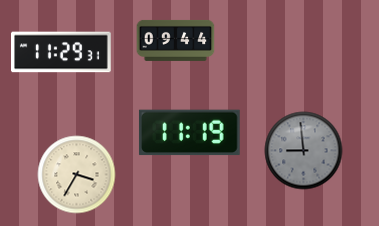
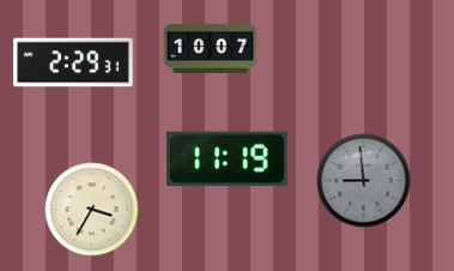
clock at (175, 40): 09:44 -> 10:07
clock at (61, 52): 11:29 -> 2:29
